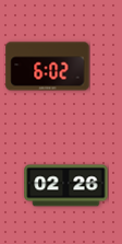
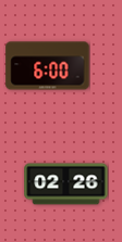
clock at (48, 67): 6:02 -> 6:00
